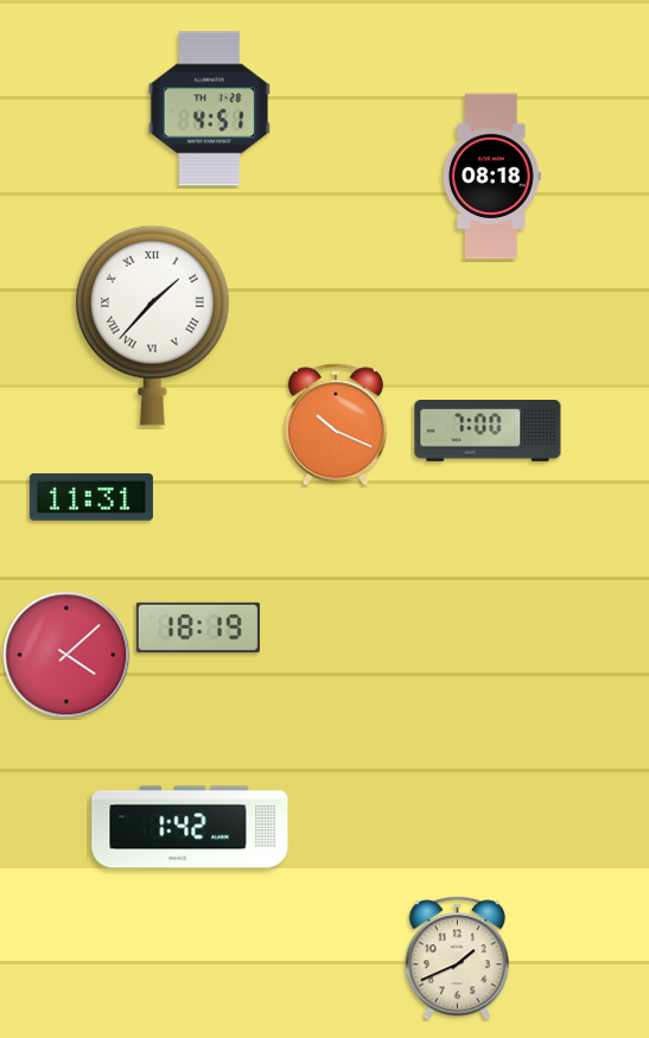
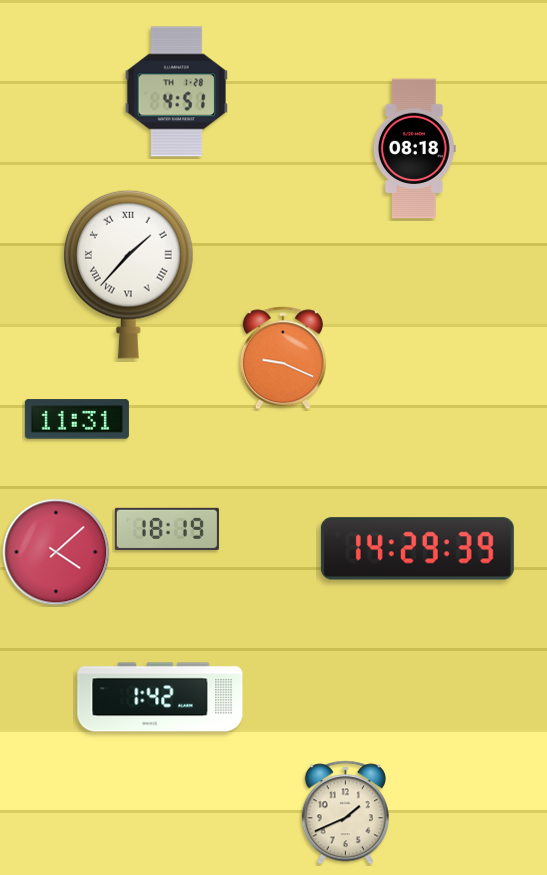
clock at (336, 425): 10:19 -> 9:19
clock at (488, 432): 7:00 -> none
clock at (417, 549): none -> 14:29
clock at (457, 959) position: (457, 959) -> (345, 813)
